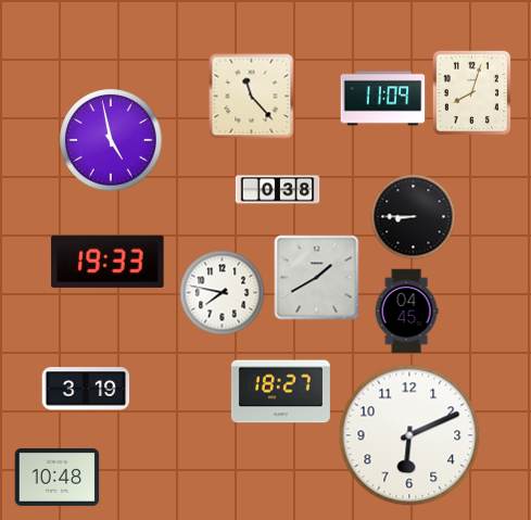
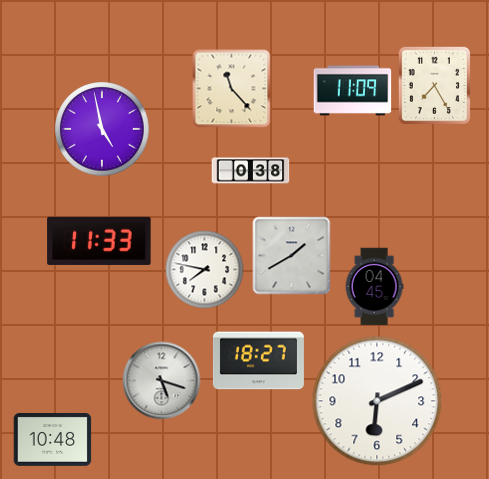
clock at (471, 92): 8:03 -> 7:25
clock at (277, 190) position: (277, 190) -> (250, 171)
clock at (413, 216): 8:45 -> none
clock at (108, 262): 19:33 -> 11:33
clock at (86, 389): 3:19 -> none
clock at (161, 380): none -> 5:18
